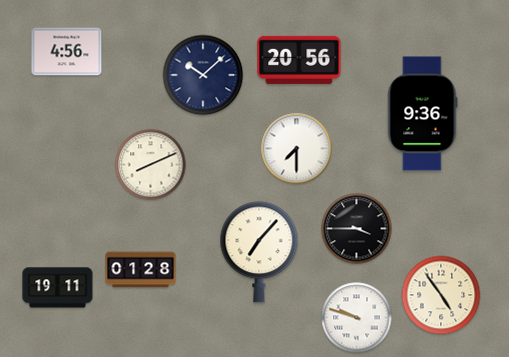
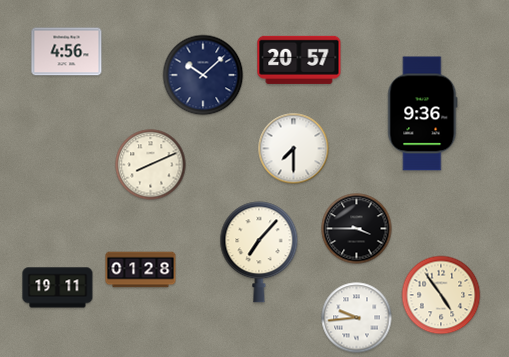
clock at (299, 60): 20:56 -> 20:57
clock at (297, 149) position: (297, 149) -> (294, 149)
clock at (357, 318): 9:48 -> 9:44
